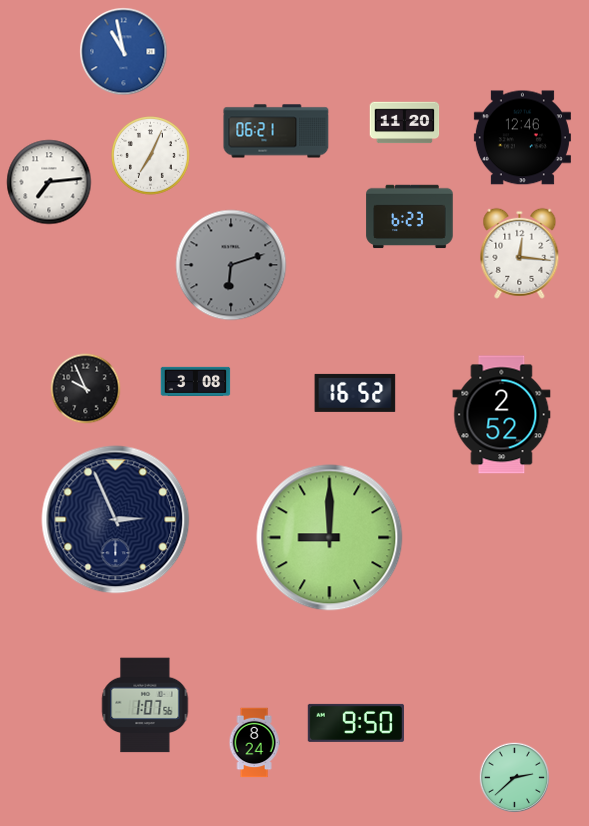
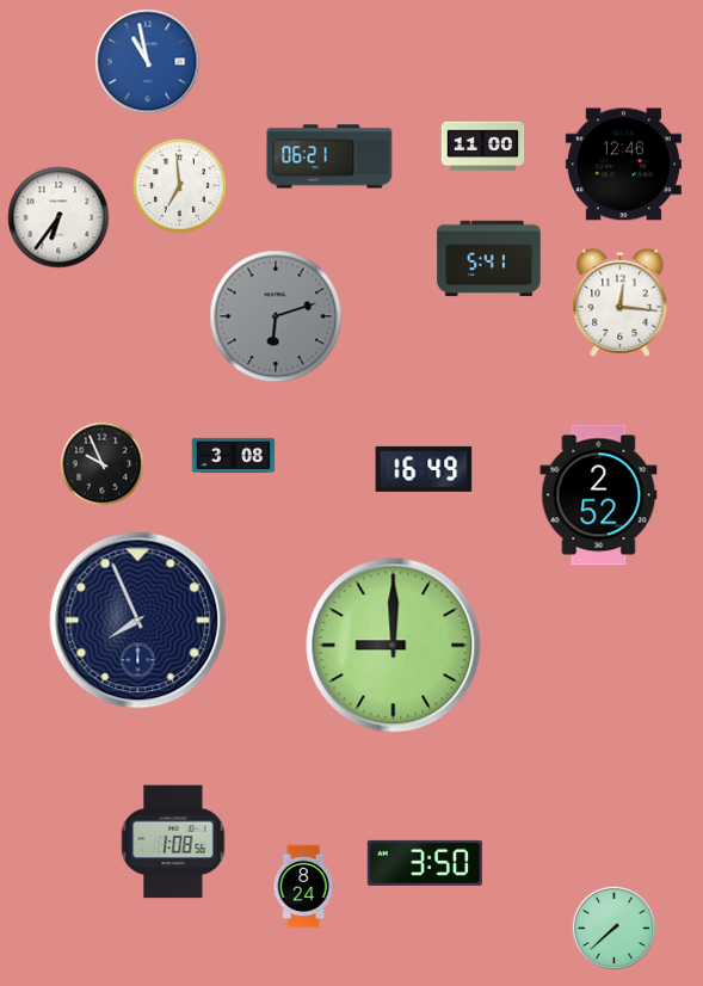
clock at (405, 123): 11:20 -> 11:00
clock at (151, 156): 7:04 -> 6:59
clock at (49, 182): 7:14 -> 6:36
clock at (410, 217): 6:23 -> 5:41
clock at (355, 393): 16:52 -> 16:49
clock at (116, 520): 2:56 -> 7:56
clock at (330, 538) position: (330, 538) -> (394, 646)
clock at (145, 705): 1:07 -> 1:08
clock at (356, 723): 9:50 -> 3:50
clock at (515, 778): 2:38 -> 7:38
